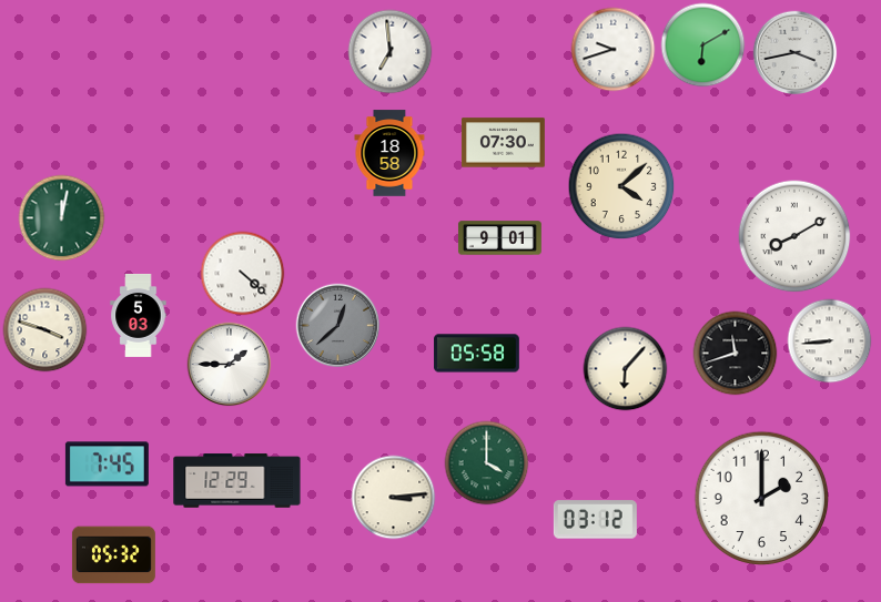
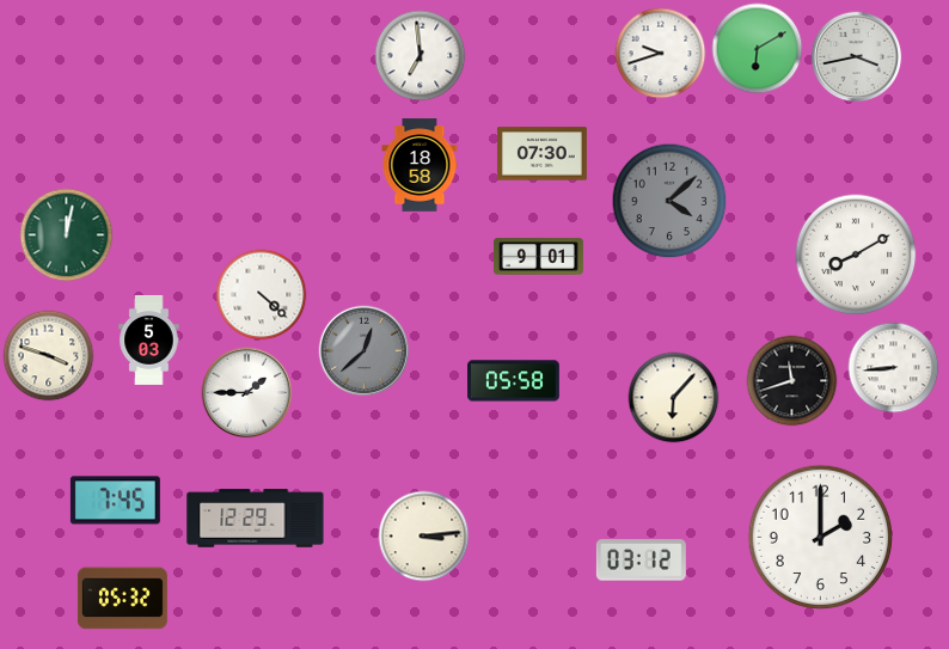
clock at (621, 186) dial: cream -> grey
clock at (487, 463): 4:00 -> none
